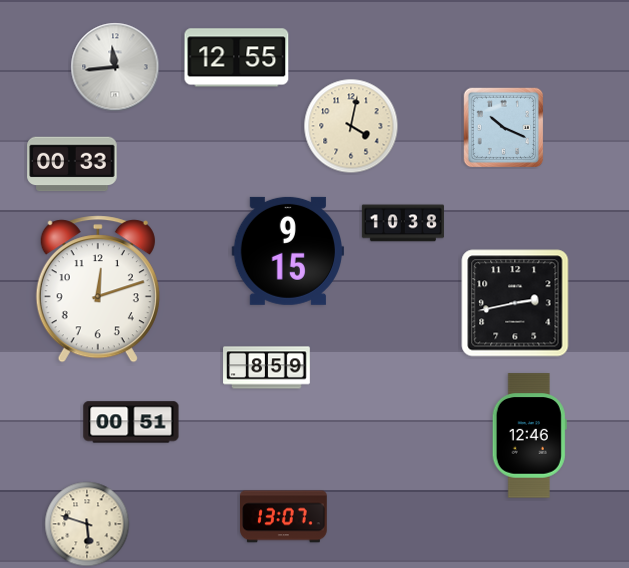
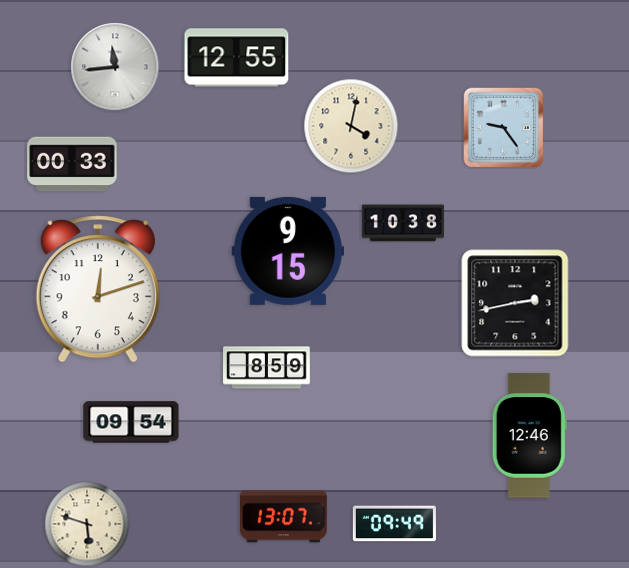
clock at (504, 128): 10:19 -> 9:24
clock at (131, 422): 00:51 -> 09:54
clock at (394, 524): none -> 09:49
